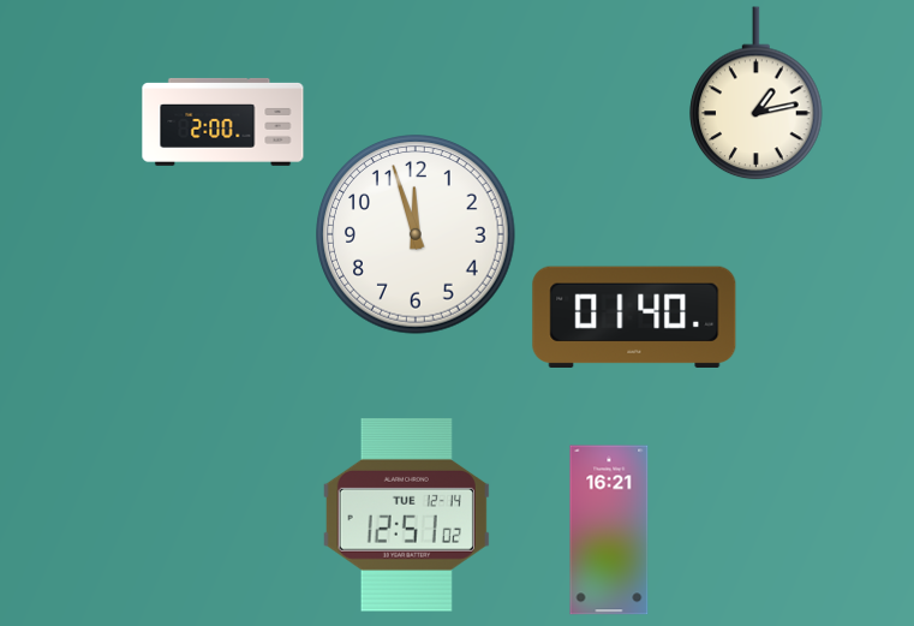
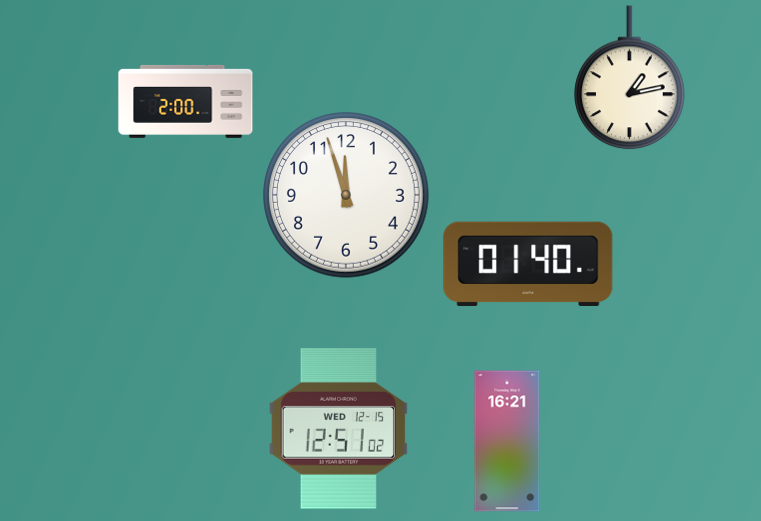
clock at (406, 515) date: TUE 12-14 -> WED 12-15
